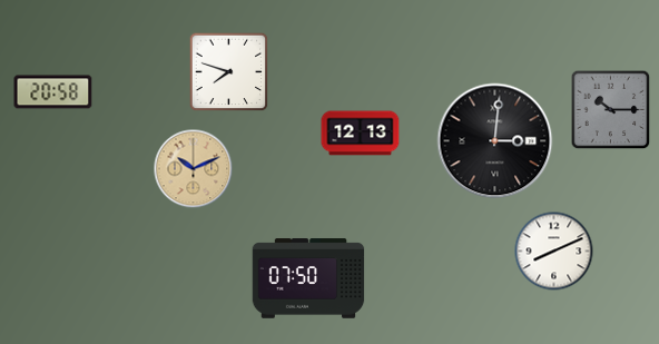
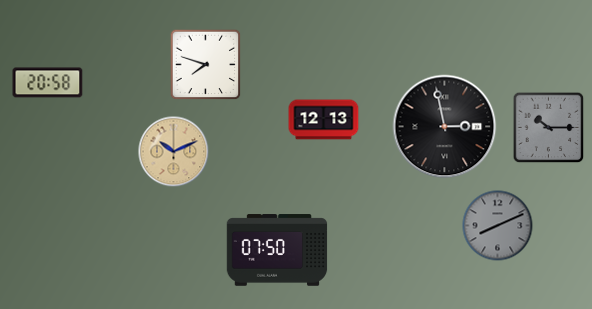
clock at (611, 110) position: (611, 110) -> (549, 128)
clock at (495, 141): 3:01 -> 2:58
clock at (554, 252) dial: white -> grey
